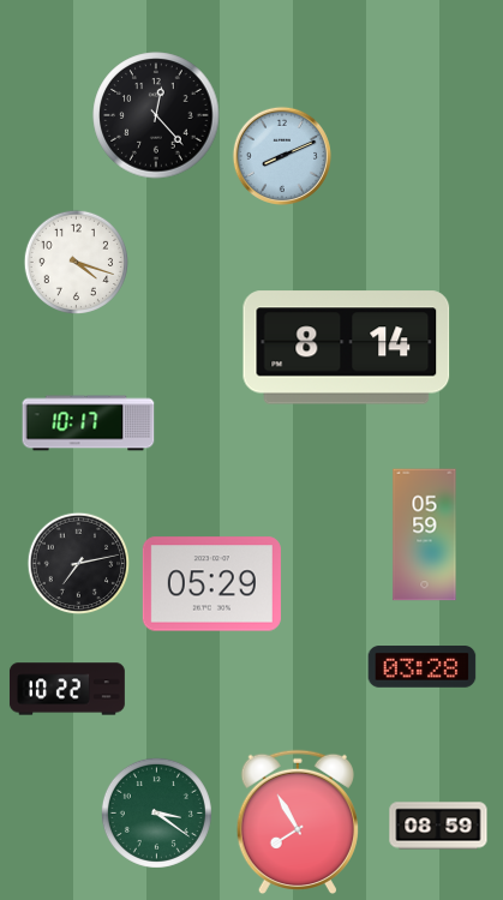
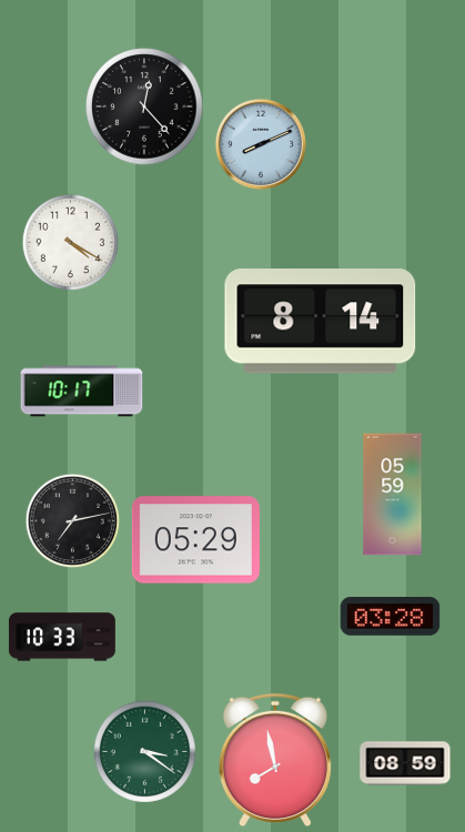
clock at (76, 262): 4:18 -> 4:20
clock at (67, 689): 10:22 -> 10:33
clock at (298, 822): 7:55 -> 7:58
